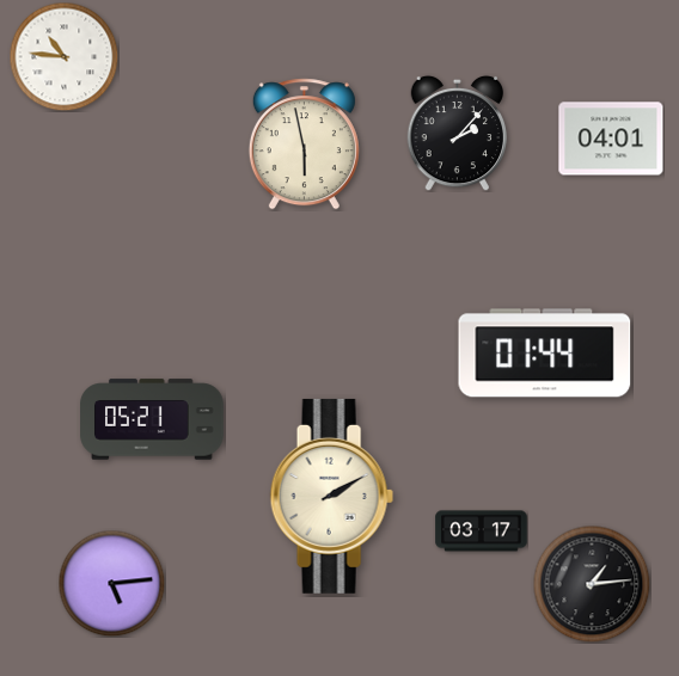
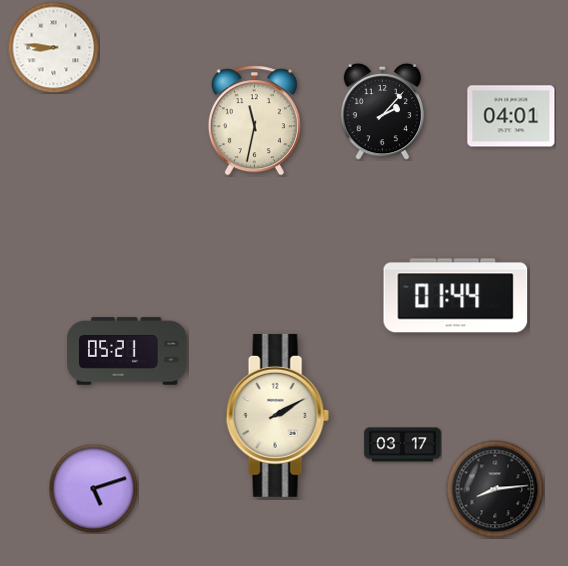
clock at (63, 56): 10:46 -> 8:46
clock at (304, 145): 5:58 -> 11:32
clock at (111, 583): 5:14 -> 5:12
clock at (592, 584): 1:14 -> 8:14
